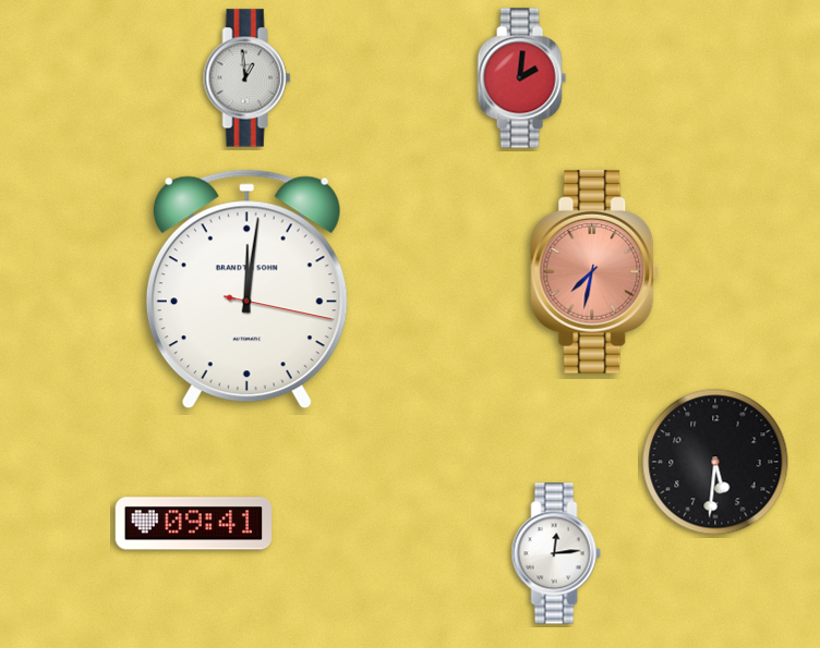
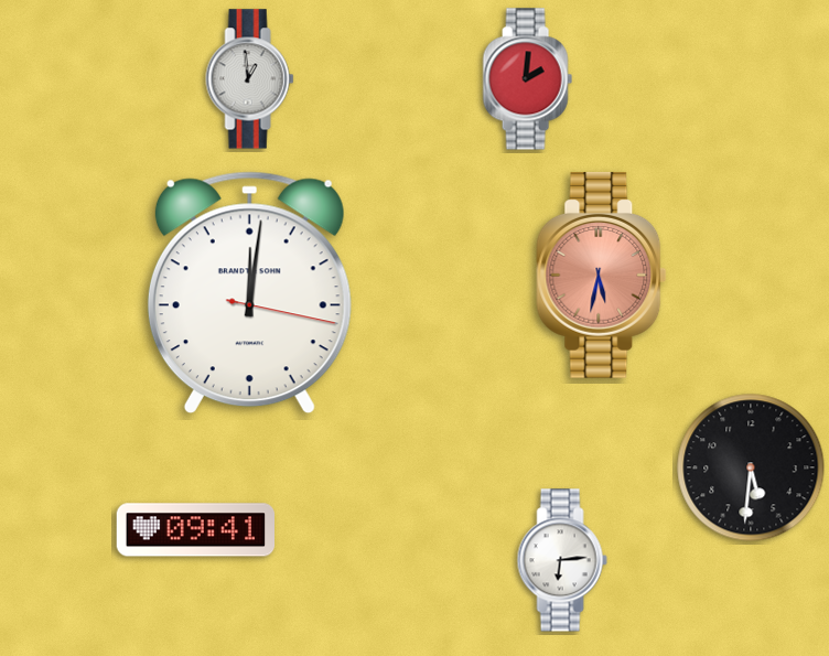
clock at (595, 271): 7:32 -> 5:32
clock at (715, 462) position: (715, 462) -> (751, 467)
clock at (556, 553): 12:14 -> 6:14
